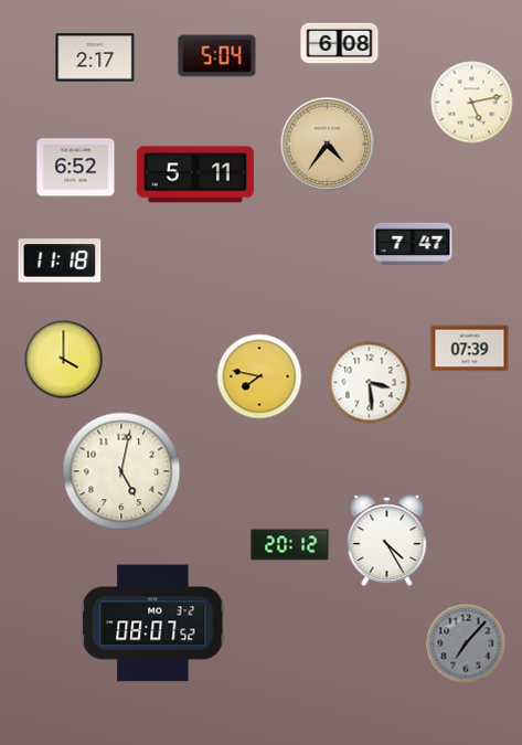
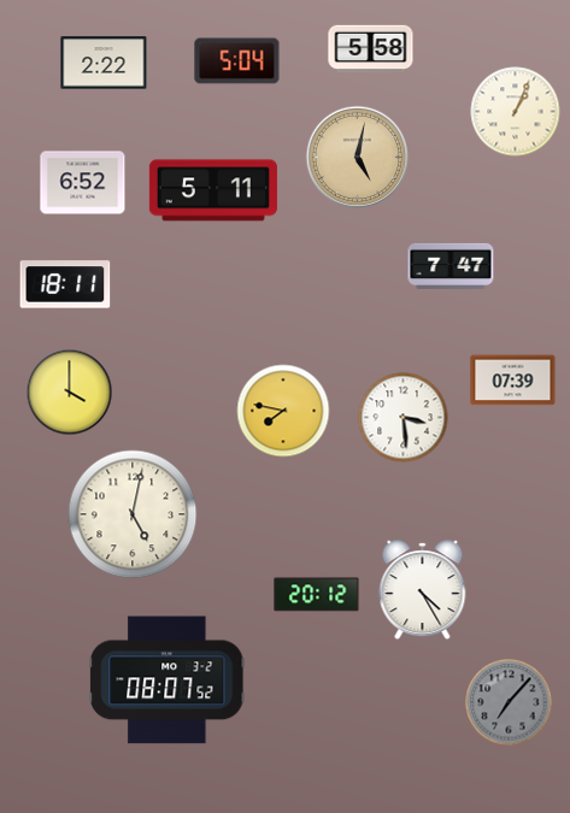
clock at (340, 45): 6:08 -> 5:58
clock at (95, 57): 2:17 -> 2:22
clock at (472, 103): 5:13 -> 1:04
clock at (328, 145): 4:36 -> 5:02
clock at (60, 260): 11:18 -> 18:11
